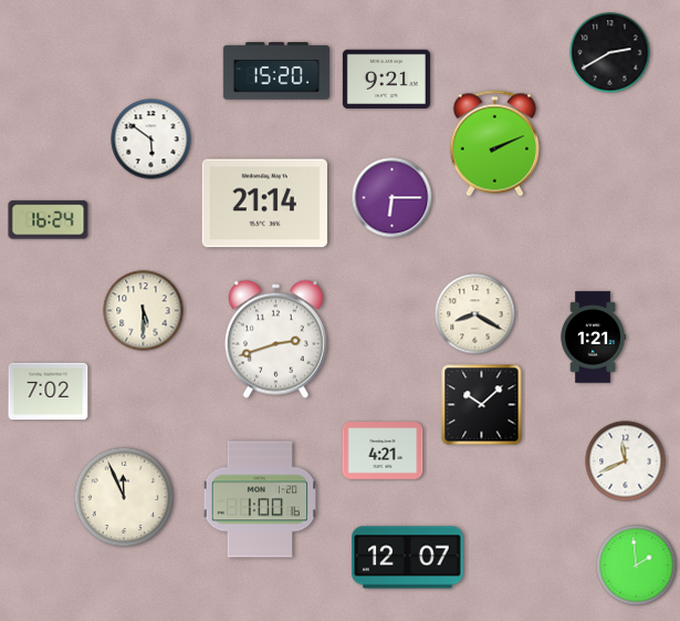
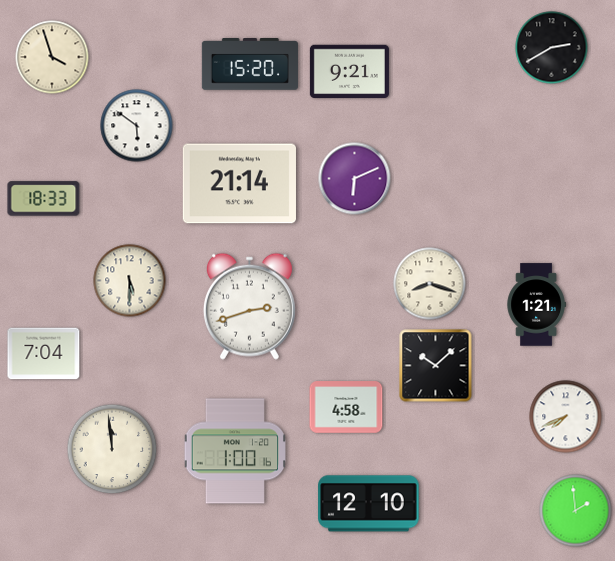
clock at (52, 57): none -> 3:57
clock at (494, 144): 2:11 -> none
clock at (393, 198): 6:15 -> 6:11
clock at (49, 220): 16:24 -> 18:33
clock at (475, 314): 8:20 -> 8:18
clock at (49, 392): 7:02 -> 7:04
clock at (383, 451): 4:21 -> 4:58
clock at (626, 462): 11:41 -> 7:41
clock at (124, 497): 11:56 -> 11:59
clock at (408, 558): 12:07 -> 12:10
